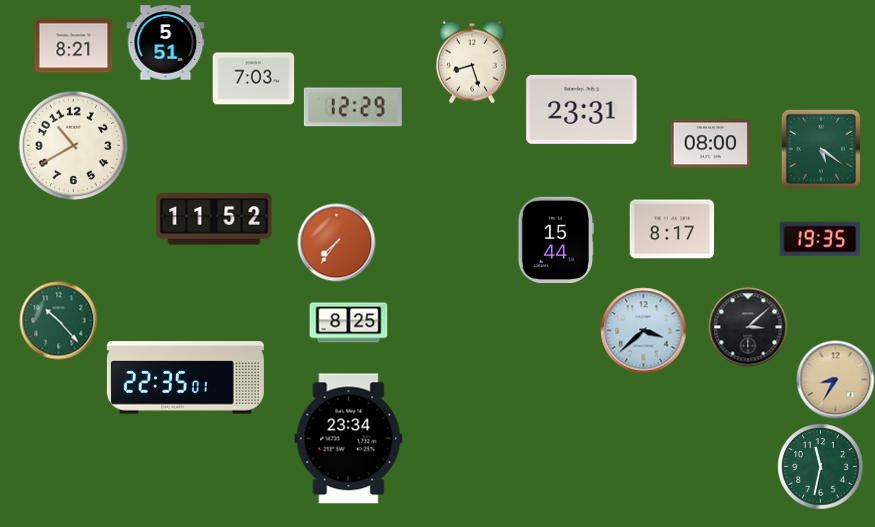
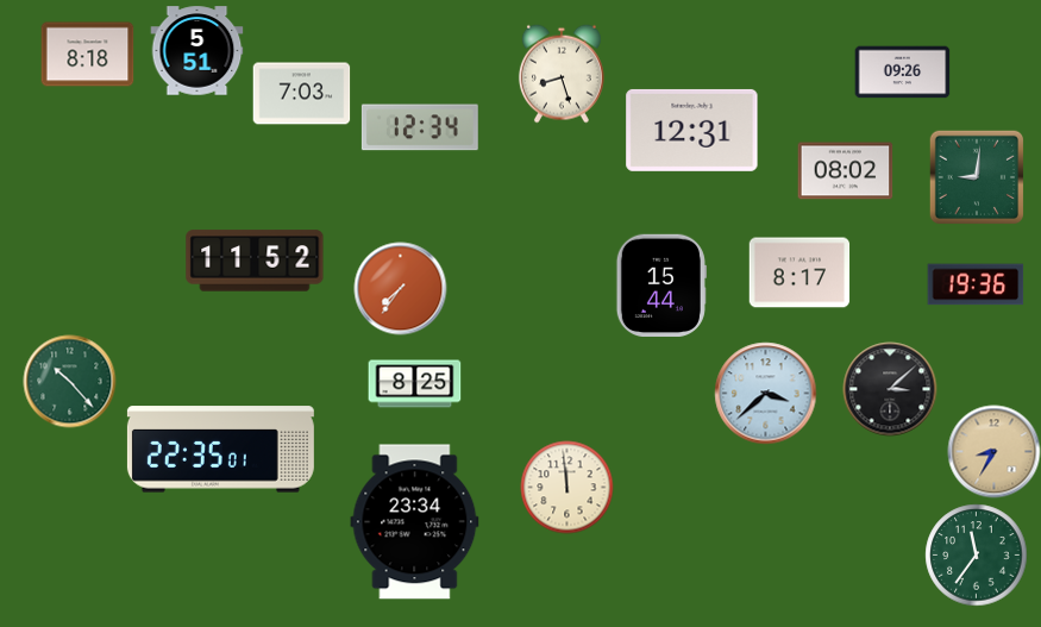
clock at (73, 46): 8:21 -> 8:18
clock at (902, 73): none -> 09:26
clock at (353, 107): 12:29 -> 12:34
clock at (582, 109): 23:31 -> 12:31
clock at (710, 144): 08:00 -> 08:02
clock at (73, 145): 10:40 -> none
clock at (821, 149): 5:21 -> 9:01
clock at (820, 239): 19:35 -> 19:36
clock at (566, 487): none -> 11:59
clock at (820, 466): 11:32 -> 11:36
